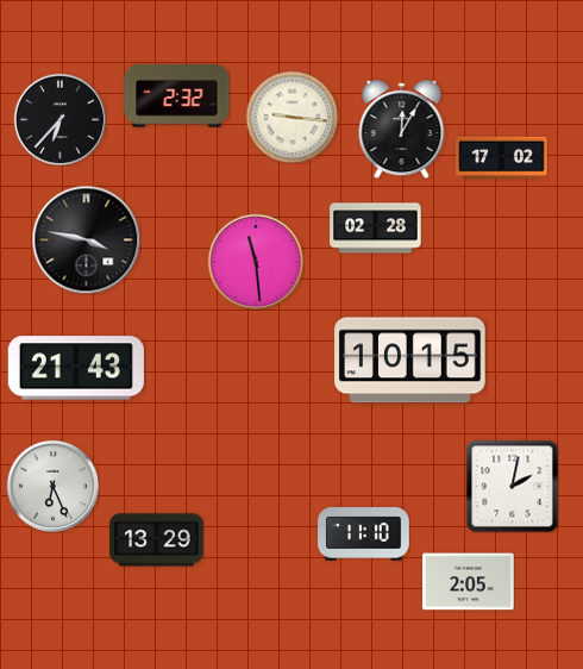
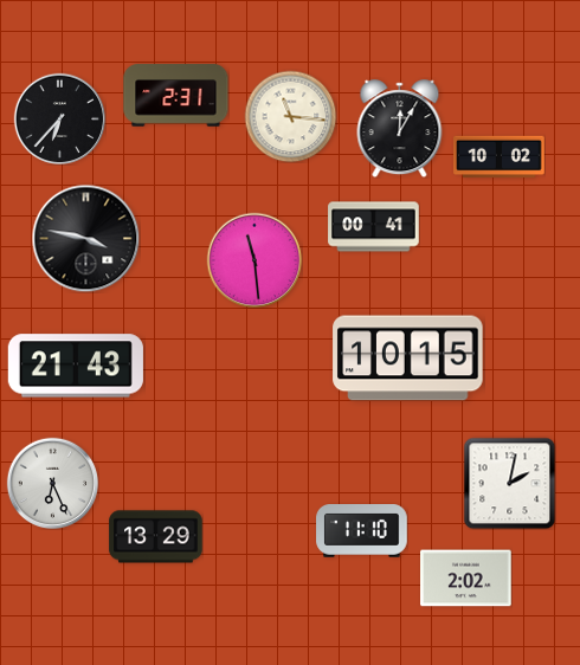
clock at (177, 96): 2:32 -> 2:31
clock at (291, 117): 9:16 -> 11:16
clock at (502, 158): 17:02 -> 10:02
clock at (376, 229): 02:28 -> 00:41
clock at (469, 582): 2:05 -> 2:02
